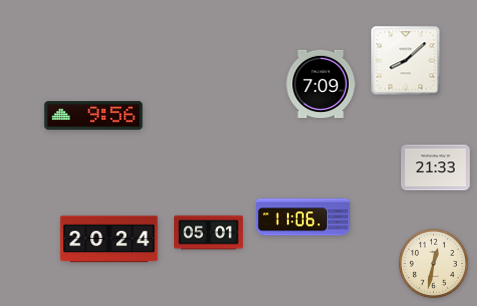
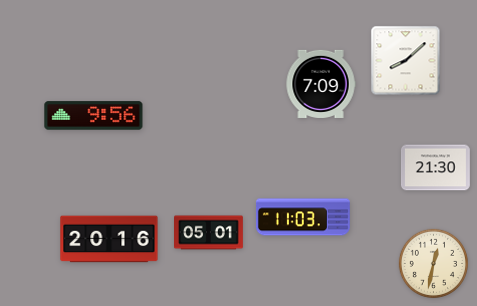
clock at (435, 168): 21:33 -> 21:30
clock at (303, 217): 11:06 -> 11:03
clock at (109, 239): 20:24 -> 20:16
